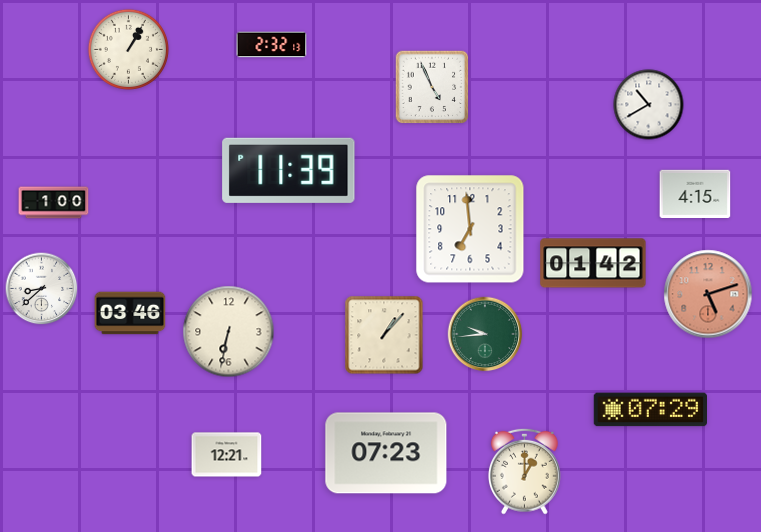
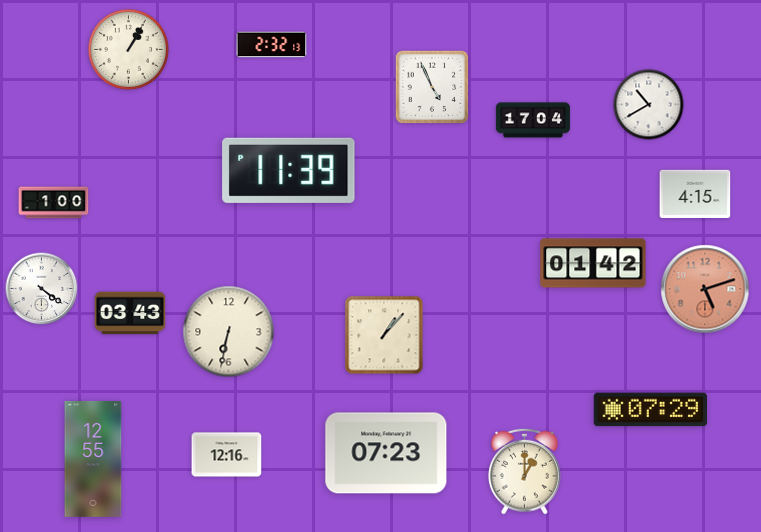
clock at (533, 120): none -> 17:04
clock at (470, 229): 6:59 -> none
clock at (42, 289): 8:38 -> 4:21
clock at (708, 294) position: (708, 294) -> (705, 289)
clock at (130, 313): 03:46 -> 03:43
clock at (485, 334): 9:44 -> none
clock at (227, 455): 12:21 -> 12:16
clock at (93, 459): none -> 12:55
